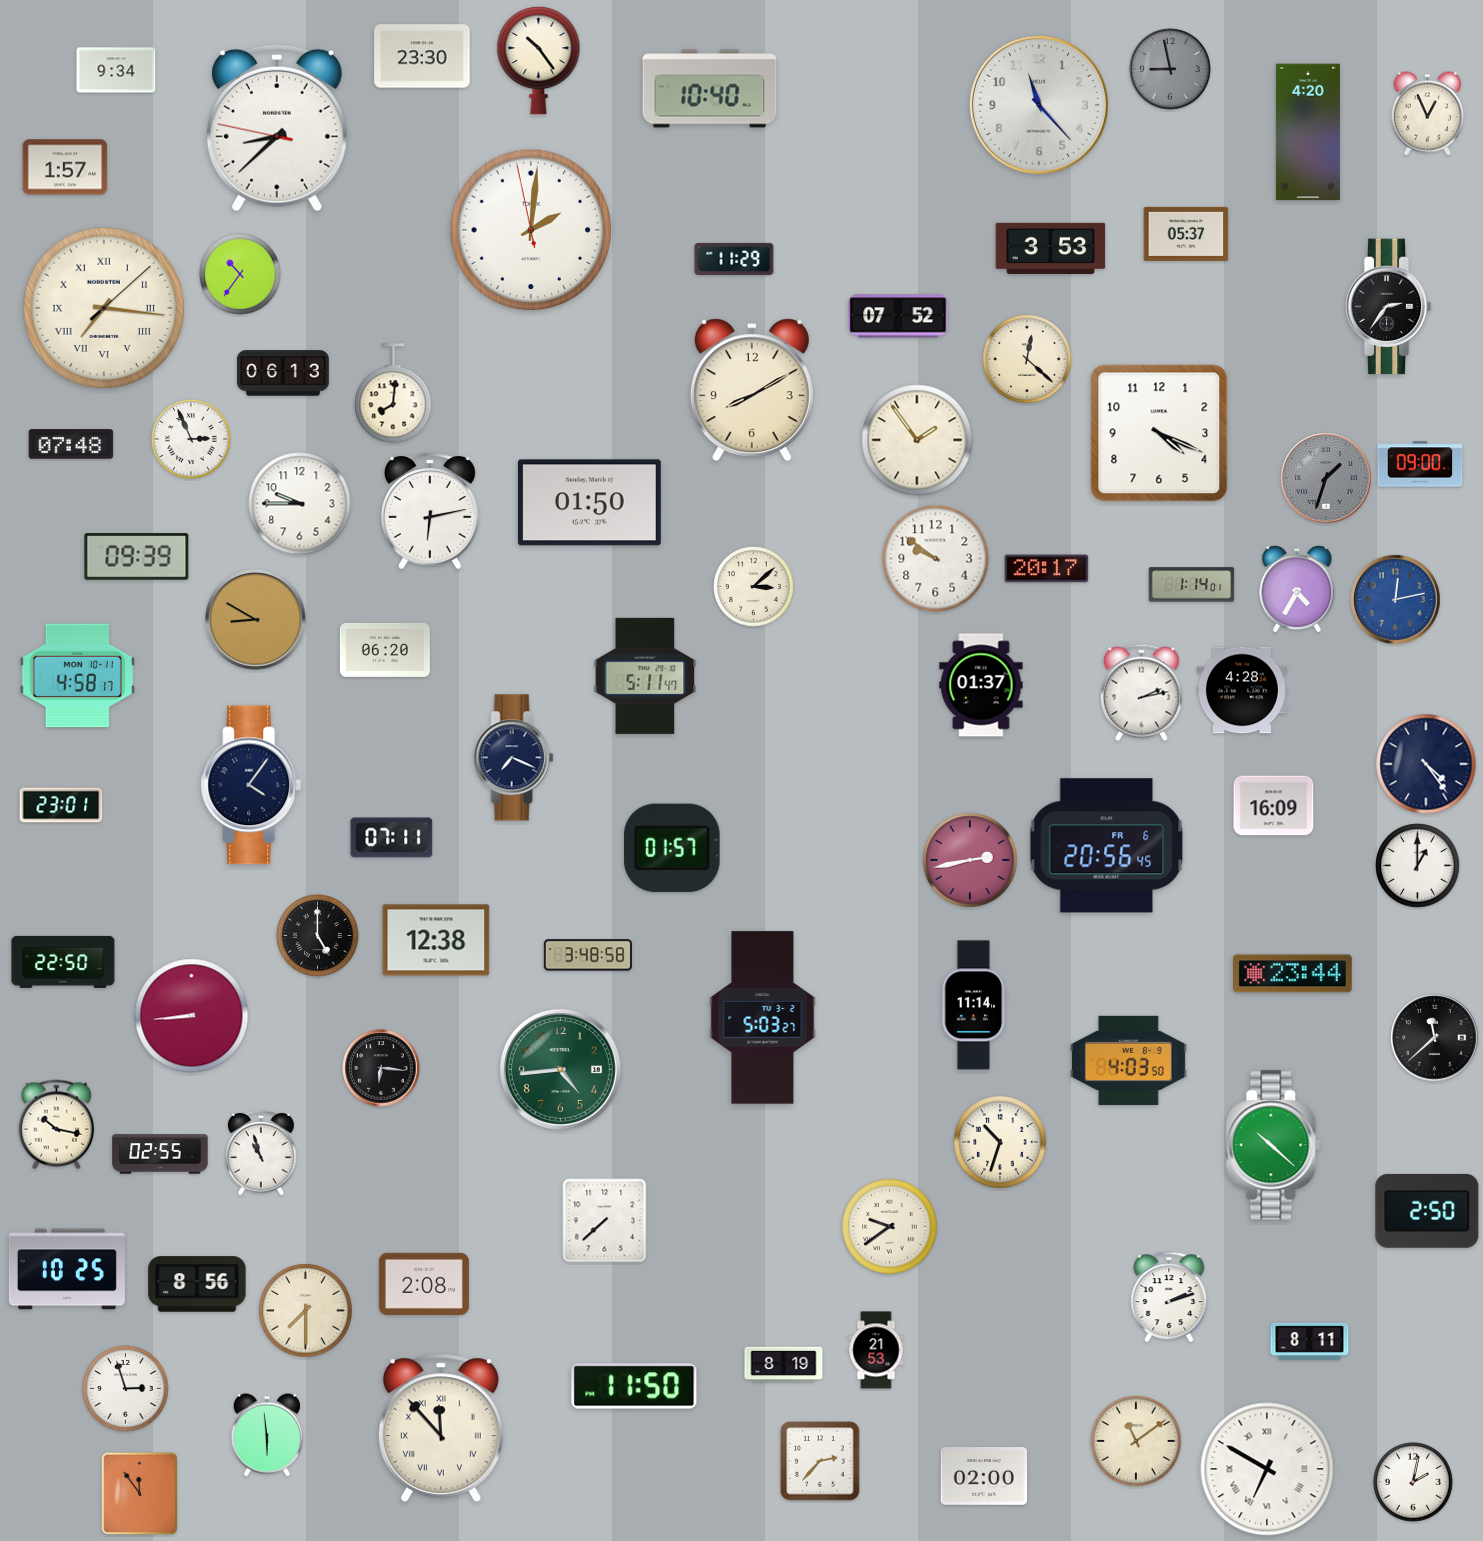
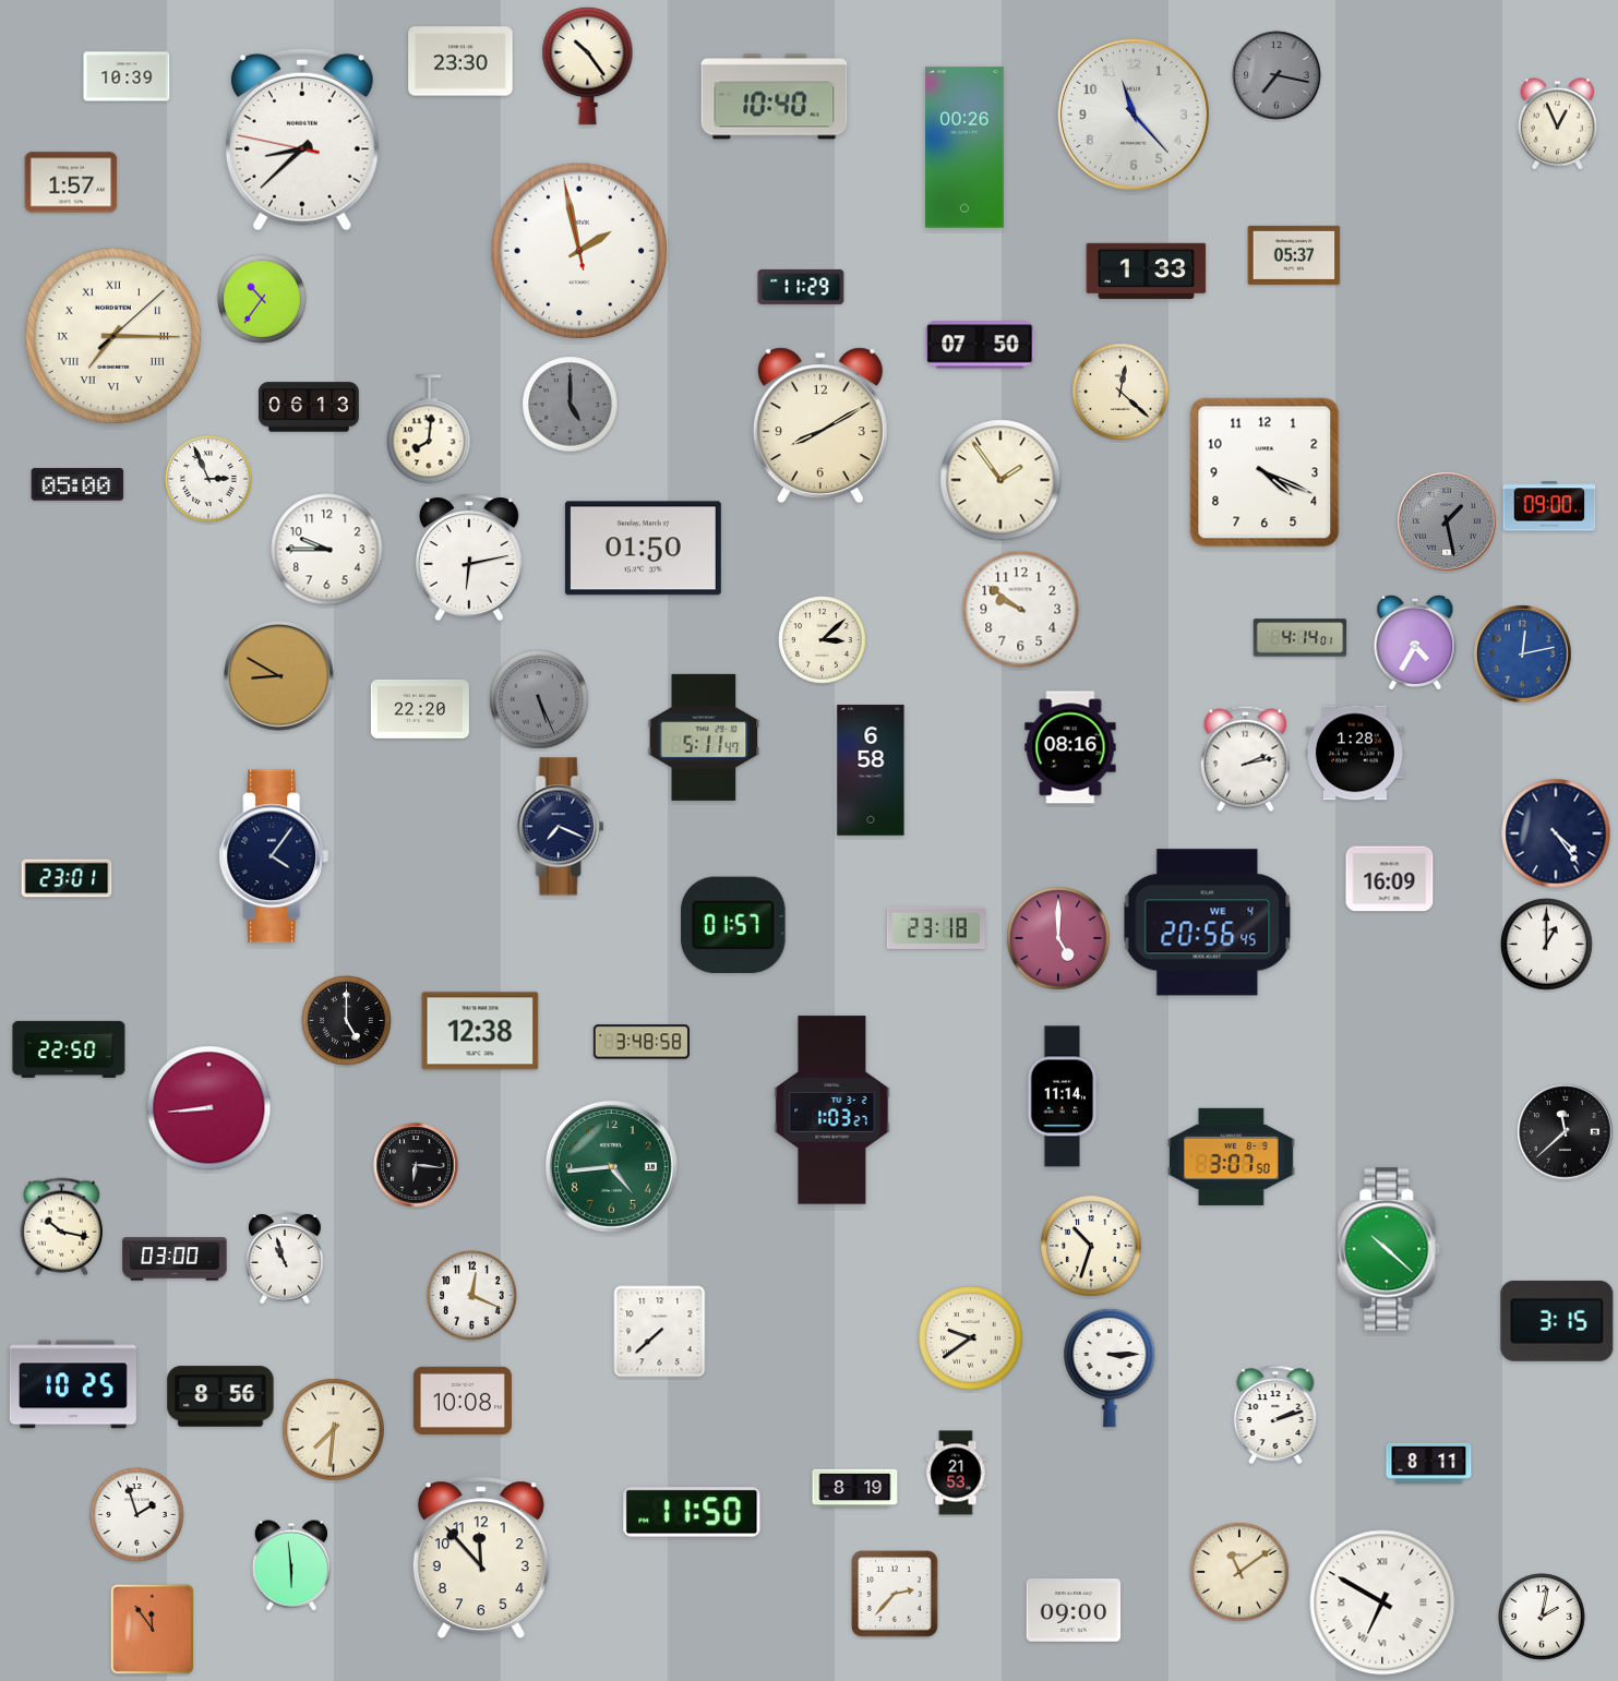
clock at (1170, 69): 8:58 -> 7:17
clock at (116, 70): 9:34 -> 10:39
clock at (1308, 132): 4:20 -> none
clock at (964, 147): none -> 00:26
clock at (531, 230): 2:00 -> 1:57
clock at (1051, 248): 3:53 -> 1:33
clock at (734, 259) position: (734, 259) -> (801, 287)
clock at (1388, 307): 2:36 -> none
clock at (104, 308): 7:16 -> 7:15
clock at (898, 316): 07:52 -> 07:50
clock at (571, 405): none -> 5:00
clock at (71, 444): 07:48 -> 05:00
clock at (1326, 478): 1:33 -> 1:28
clock at (137, 557): 09:39 -> none
clock at (1047, 569): 20:17 -> none
clock at (1192, 585): 1:14 -> 4:14
clock at (539, 699): none -> 5:26
clock at (385, 650): 06:20 -> 22:20
clock at (77, 676): 4:58 -> none
clock at (981, 685): 01:37 -> 08:16
clock at (1242, 690): 4:28 -> 1:28
clock at (1141, 693) position: (1141, 693) -> (1245, 759)
clock at (871, 770): none -> 6:58
clock at (392, 838): 07:11 -> none
clock at (1107, 846) date: FR 6 -> WE 4
clock at (936, 928): none -> 23:18
clock at (970, 860): 2:43 -> 5:00
clock at (436, 940) position: (436, 940) -> (480, 1031)
clock at (1293, 974): 23:44 -> none
clock at (763, 1018): 5:03 -> 1:03
clock at (1128, 1060): 4:03 -> 3:07
clock at (160, 1154): 02:55 -> 03:00
clock at (472, 1296): none -> 12:19
clock at (1427, 1211): 2:50 -> 3:15
clock at (1110, 1368): none -> 3:15
clock at (197, 1284) position: (197, 1284) -> (220, 1396)
clock at (424, 1284): 2:08 -> 10:08
clock at (306, 1311): 7:30 -> 7:31
clock at (126, 1389): 2:57 -> 1:57
clock at (441, 1428) numerals: Roman -> Arabic
clock at (984, 1477): 02:00 -> 09:00
